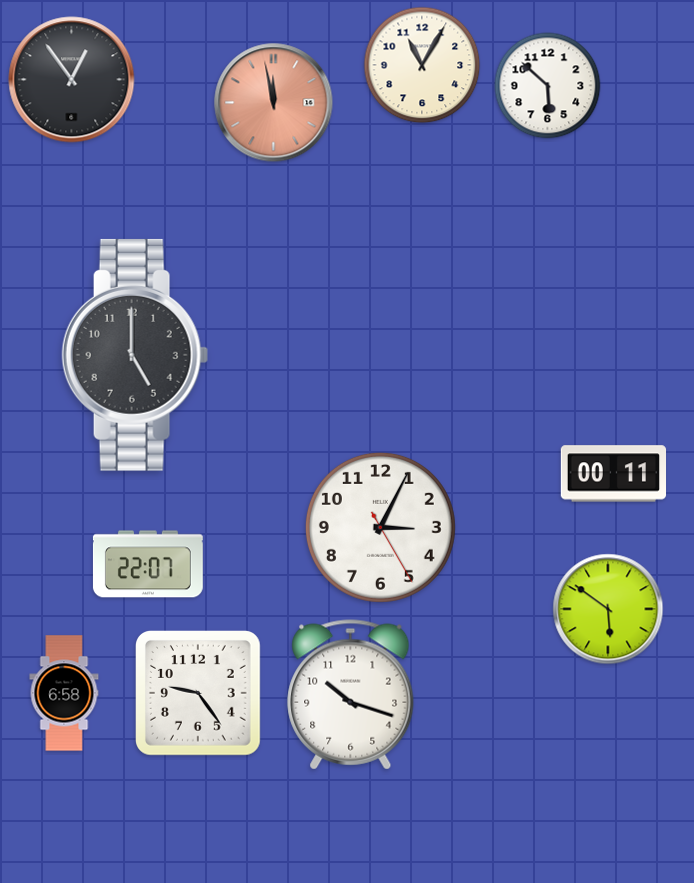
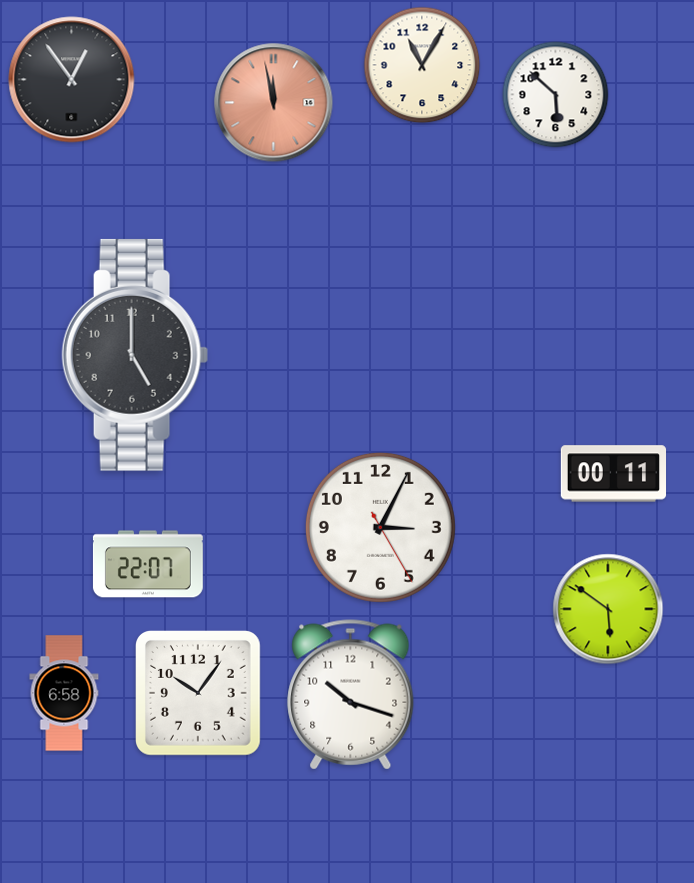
clock at (548, 86) position: (548, 86) -> (556, 95)
clock at (199, 694): 9:24 -> 10:06
